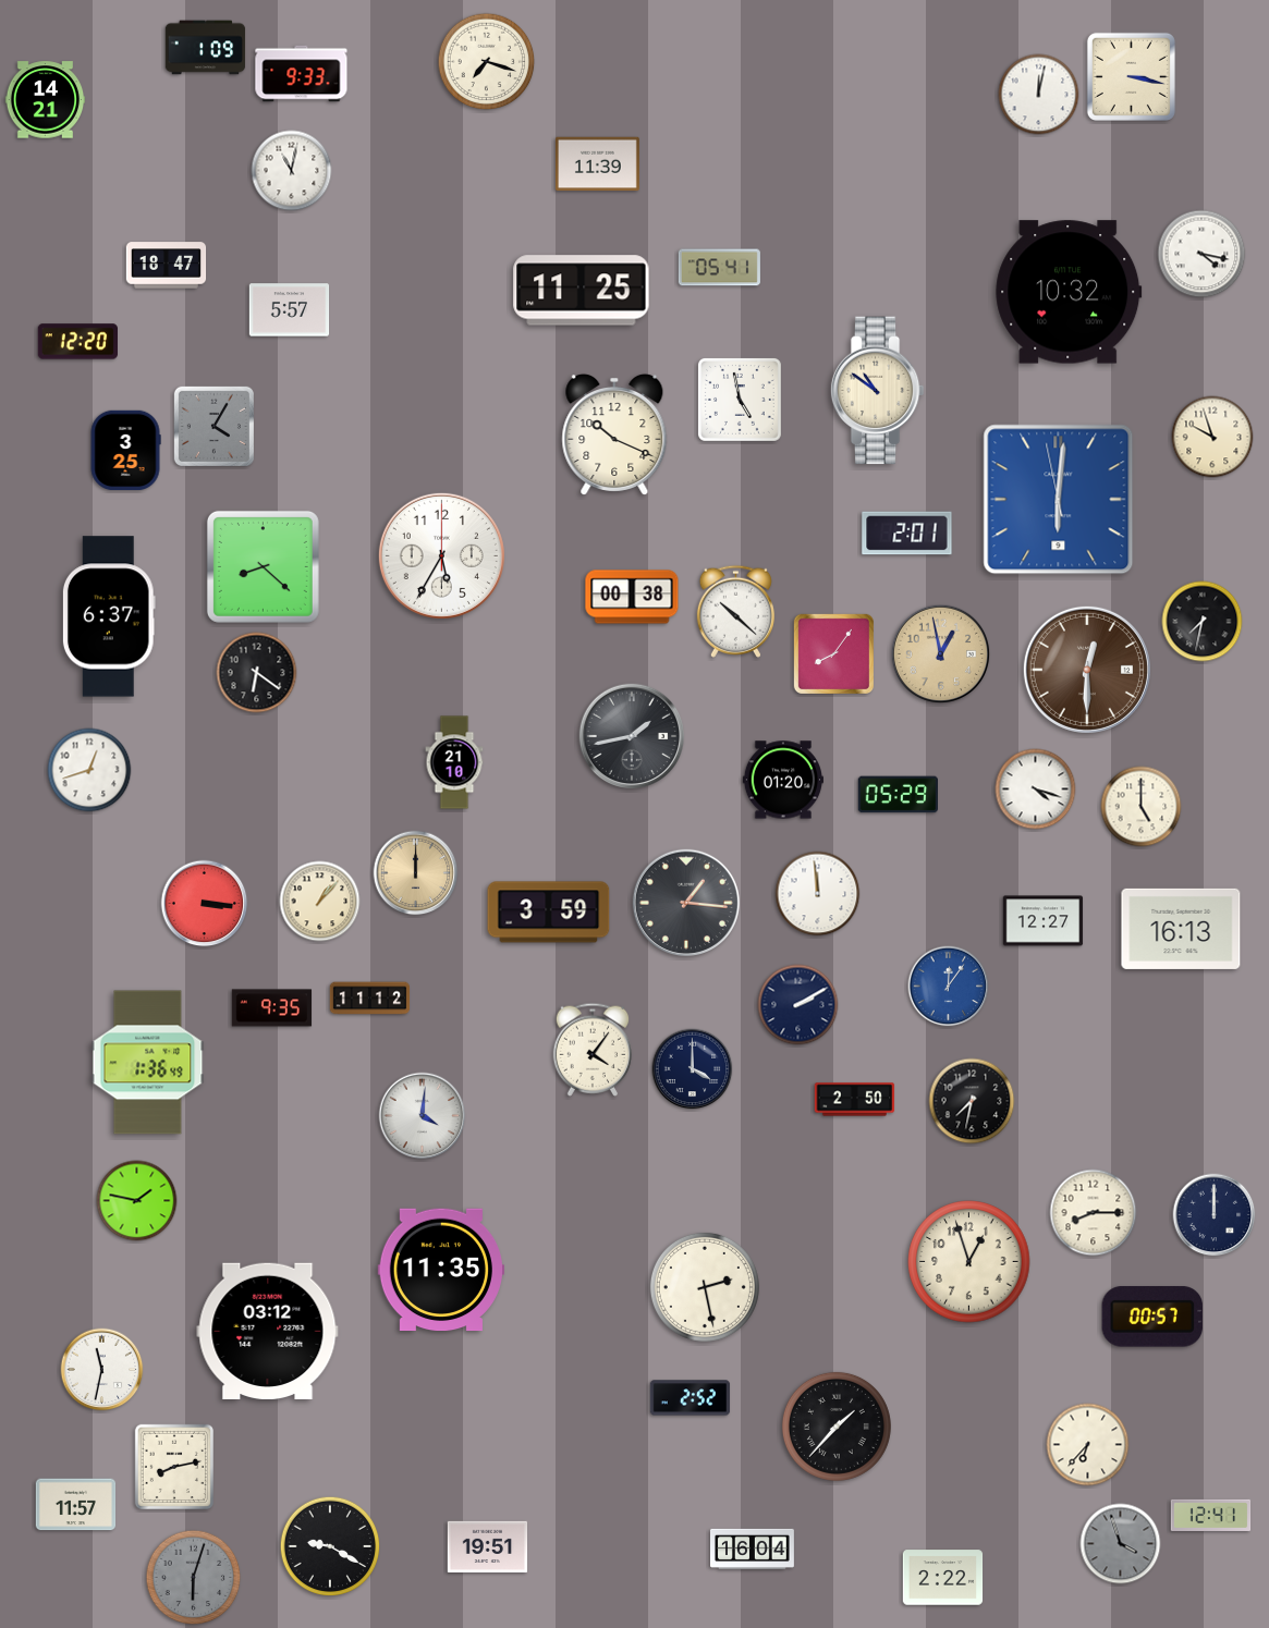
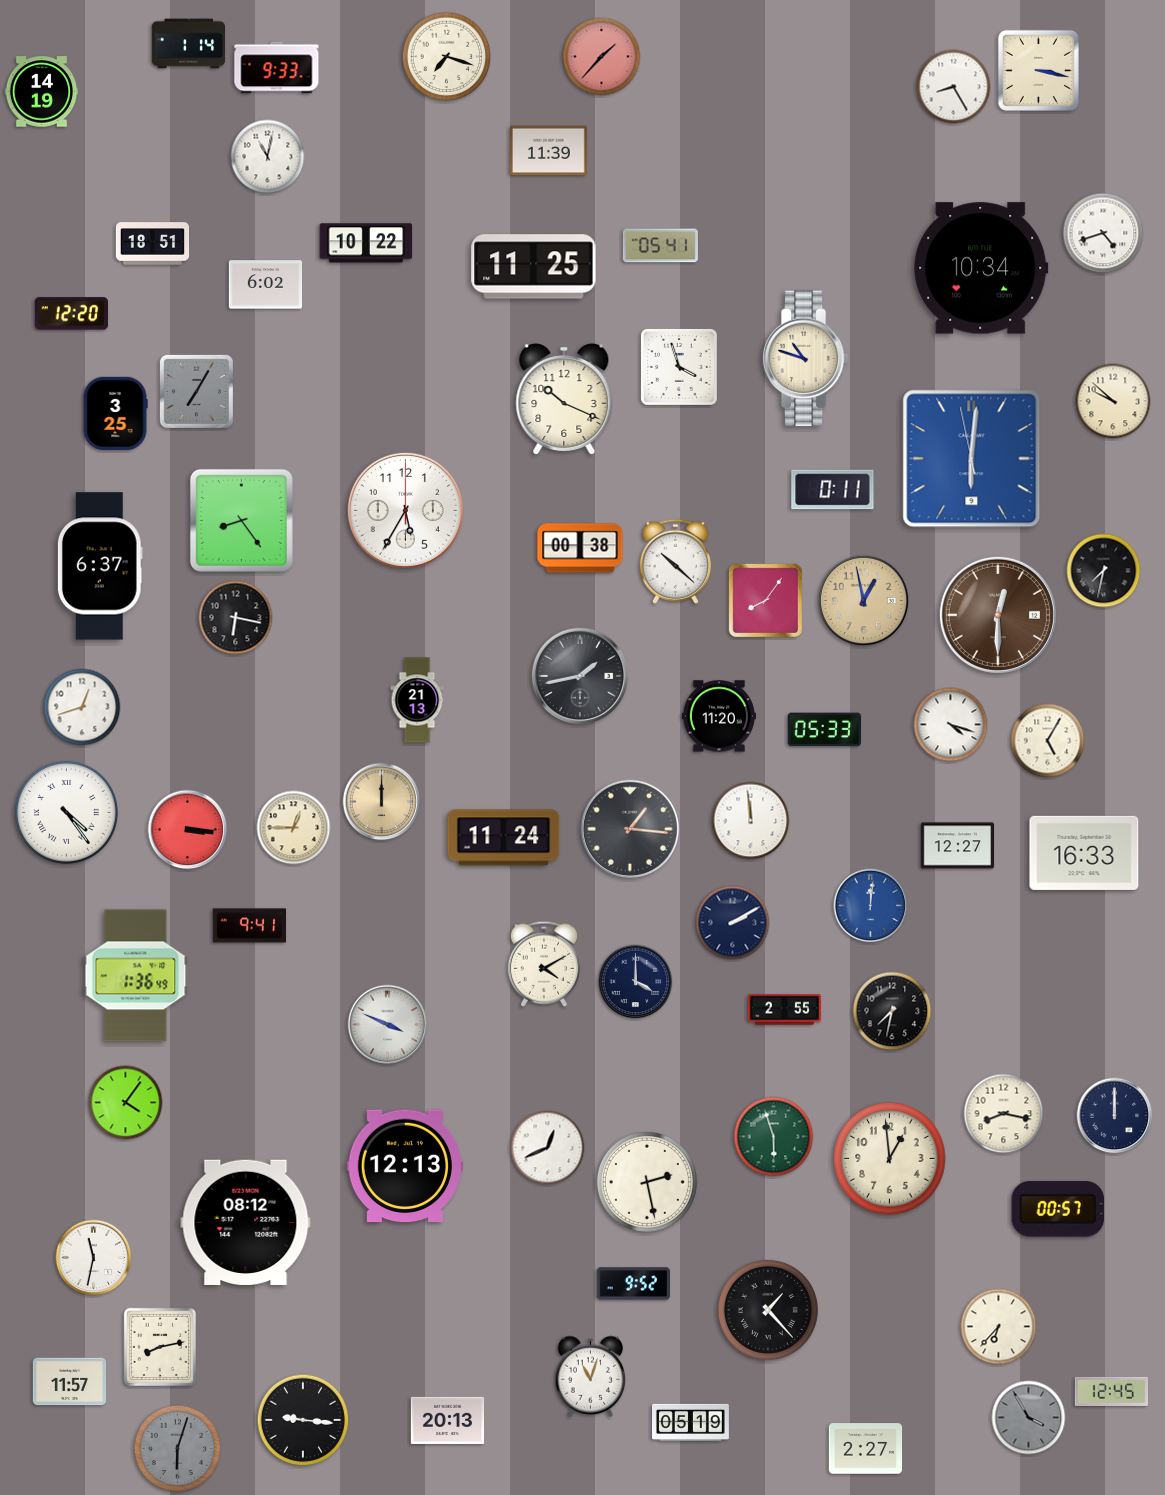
clock at (206, 48): 1:09 -> 1:14
clock at (602, 57): none -> 1:37
clock at (1039, 95): 12:02 -> 8:25
clock at (46, 100): 14:21 -> 14:19
clock at (1201, 254): 4:17 -> 4:42
clock at (366, 243): none -> 10:22
clock at (167, 266): 18:47 -> 18:51
clock at (1069, 292): 10:32 -> 10:34
clock at (290, 310): 5:57 -> 6:02
clock at (877, 391): 10:51 -> 10:48
clock at (740, 400): 4:58 -> 3:57
clock at (213, 426): 4:05 -> 7:05
clock at (1212, 437): 9:57 -> 9:52
clock at (907, 534): 2:01 -> 0:11
clock at (263, 566): 8:22 -> 8:24
clock at (257, 673): 6:21 -> 6:17
clock at (454, 762): 21:10 -> 21:13
clock at (783, 780): 01:20 -> 11:20
clock at (899, 795): 05:29 -> 05:33
clock at (1142, 807): 5:00 -> 5:05
clock at (66, 812): none -> 4:24
clock at (320, 902): 1:07 -> 12:45
clock at (549, 913): 3:59 -> 11:24
clock at (1181, 929): 16:13 -> 16:33
clock at (949, 987): 12:06 -> 12:01
clock at (370, 999): 11:12 -> none
clock at (272, 1008): 9:35 -> 9:41
clock at (593, 1050): 4:06 -> 4:10
clock at (855, 1100): 2:50 -> 2:55
clock at (423, 1116): 4:01 -> 3:49
clock at (137, 1201): 1:47 -> 4:06
clock at (1094, 1213): 8:15 -> 8:17
clock at (774, 1137): none -> 5:57
clock at (548, 1148): none -> 12:41
clock at (969, 1262): 12:57 -> 12:59
clock at (440, 1270): 11:35 -> 12:13
clock at (268, 1331): 03:12 -> 08:12
clock at (691, 1398): 2:52 -> 9:52
clock at (837, 1427): 1:37 -> 1:23
clock at (591, 1376): none -> 11:03
clock at (1211, 1515): 12:41 -> 12:45
clock at (1121, 1544): 3:57 -> 3:55
clock at (330, 1546): 9:20 -> 9:16
clock at (488, 1546): 19:51 -> 20:13
clock at (753, 1549): 16:04 -> 05:19
clock at (943, 1578): 2:22 -> 2:27
